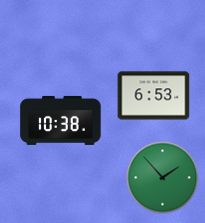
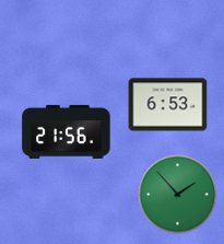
clock at (61, 120): 10:38 -> 21:56
